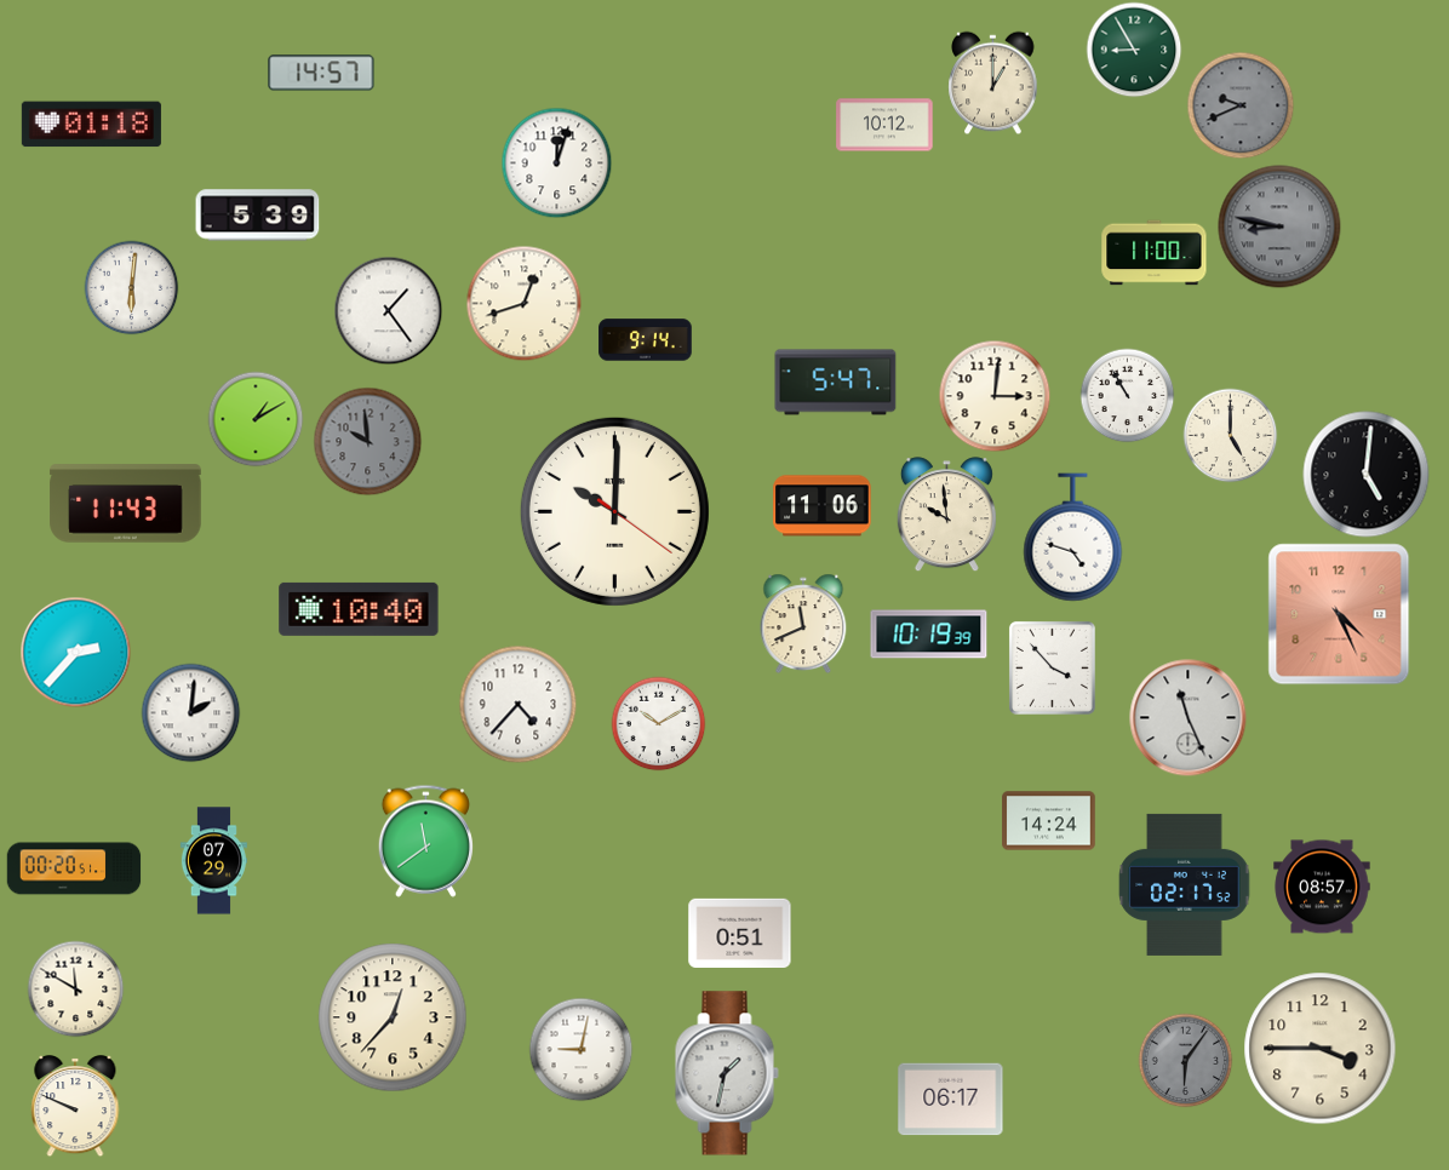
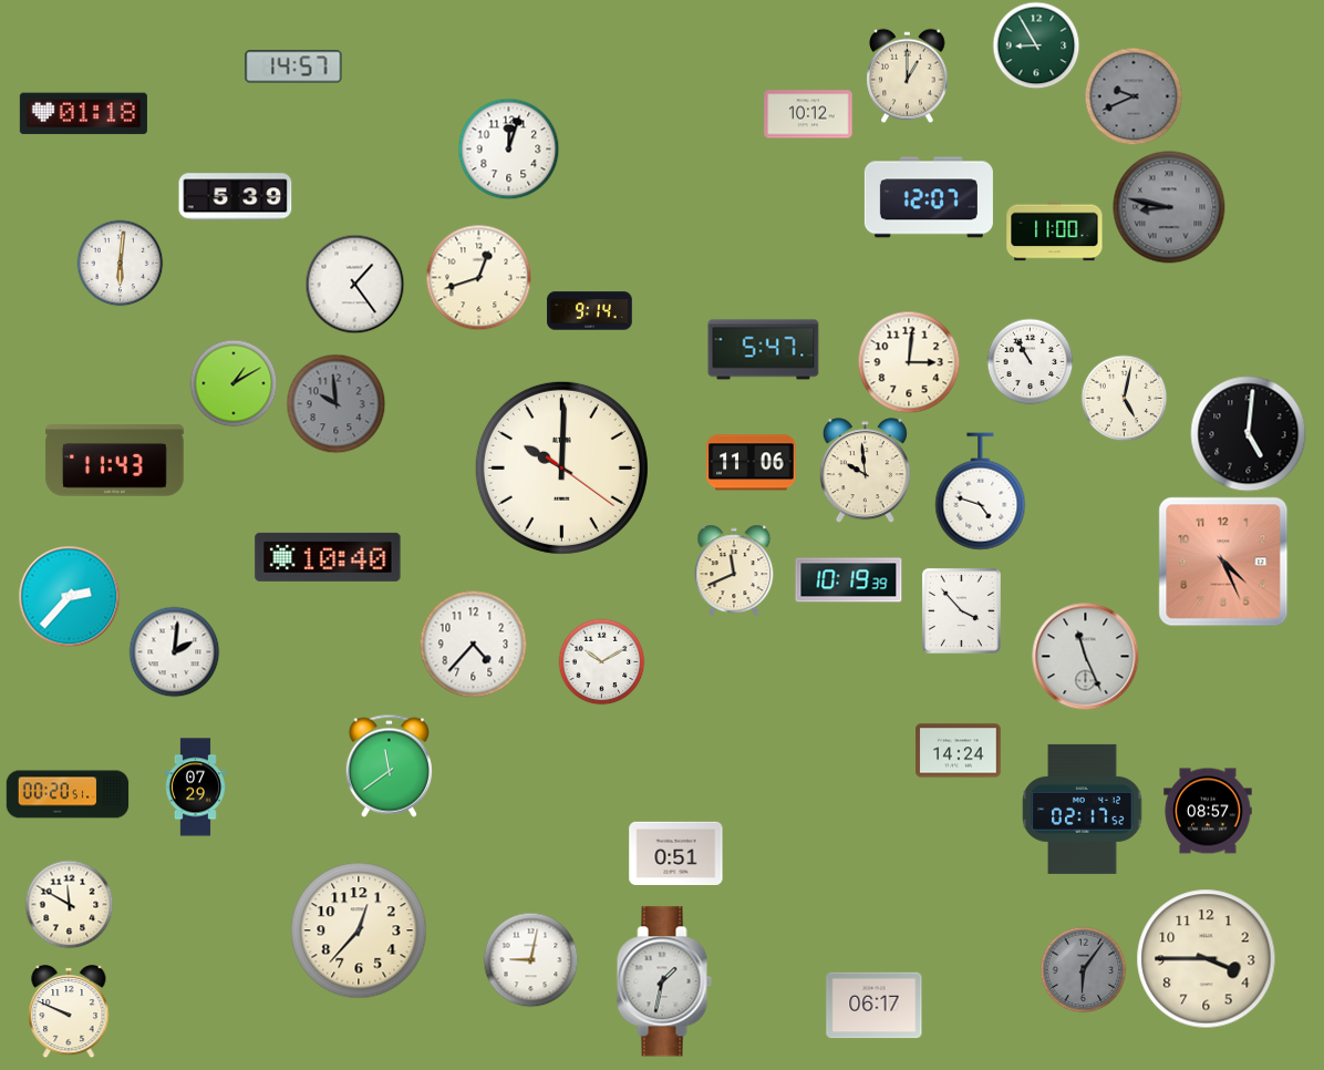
clock at (929, 197): none -> 12:07
clock at (1230, 435): 5:00 -> 5:02
clock at (425, 841) position: (425, 841) -> (389, 765)
clock at (951, 1100) position: (951, 1100) -> (875, 1006)
